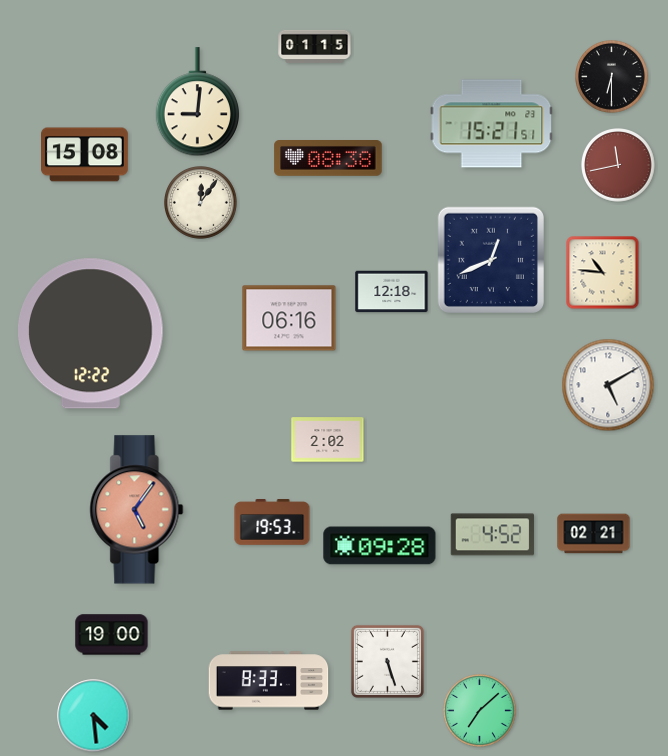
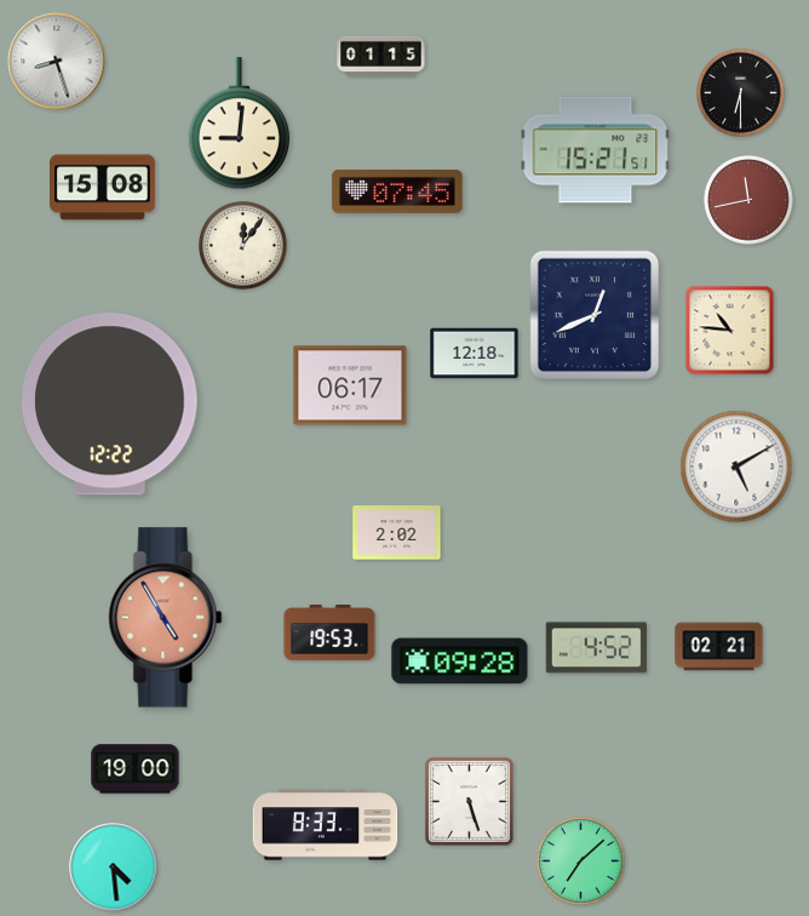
clock at (57, 62): none -> 8:27
clock at (328, 159): 08:38 -> 07:45
clock at (289, 318): 06:16 -> 06:17
clock at (137, 510): 5:06 -> 4:55
